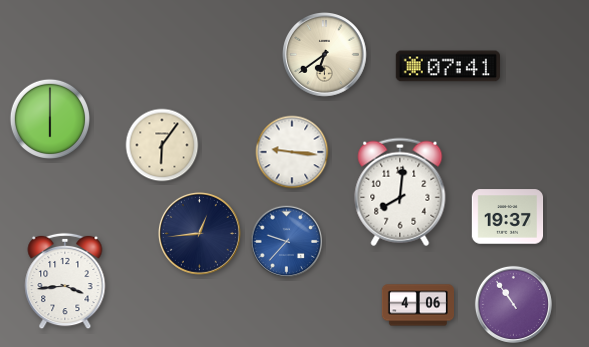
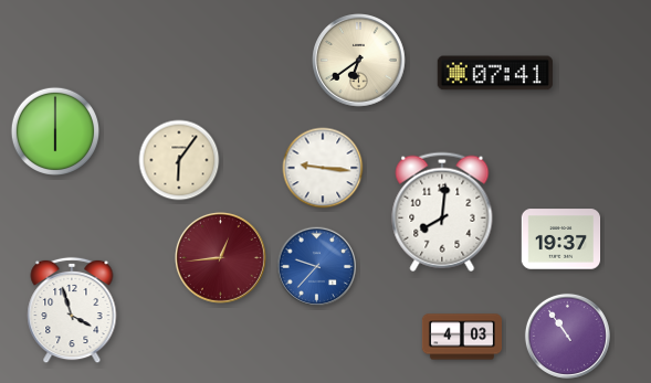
clock at (200, 234) dial: navy -> burgundy
clock at (65, 281): 3:44 -> 3:57
clock at (417, 305): 4:06 -> 4:03
